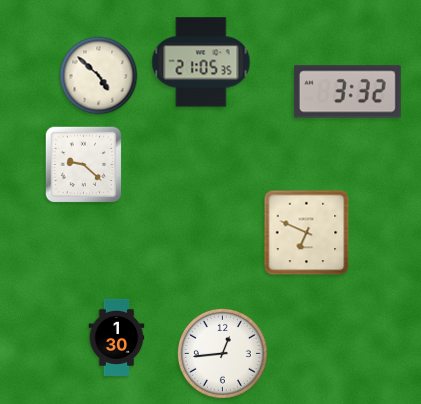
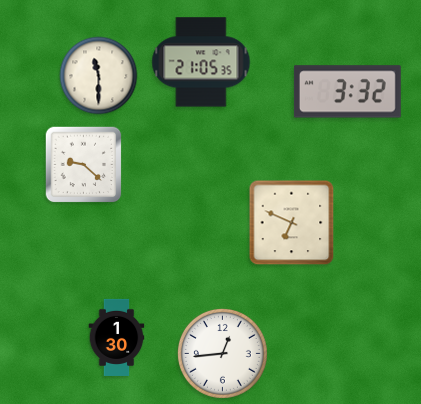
clock at (99, 76): 4:52 -> 11:30
clock at (307, 233) position: (307, 233) -> (292, 223)
